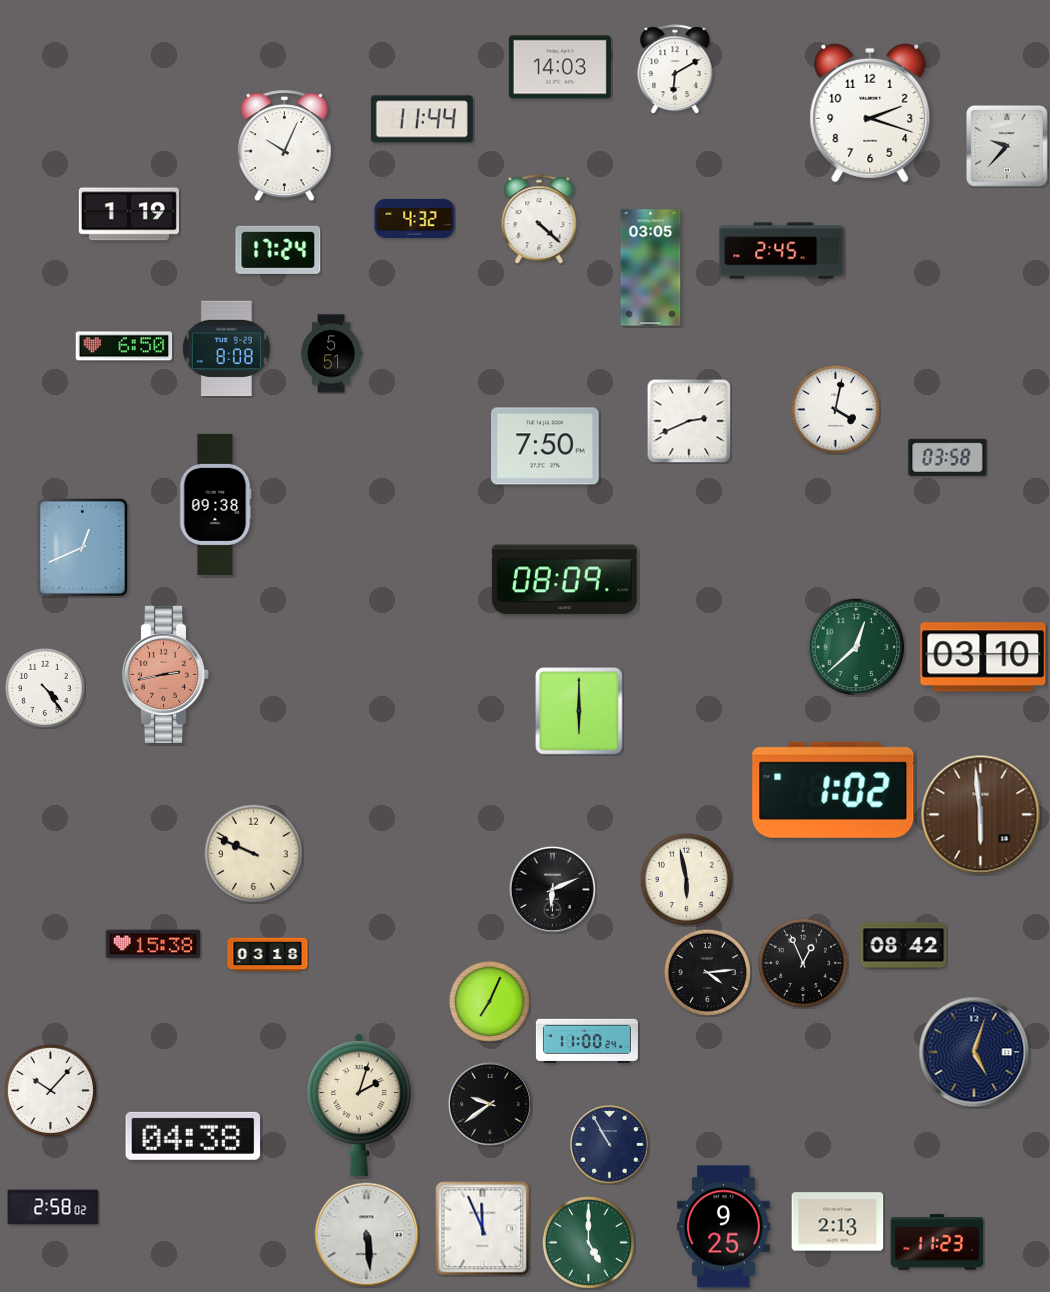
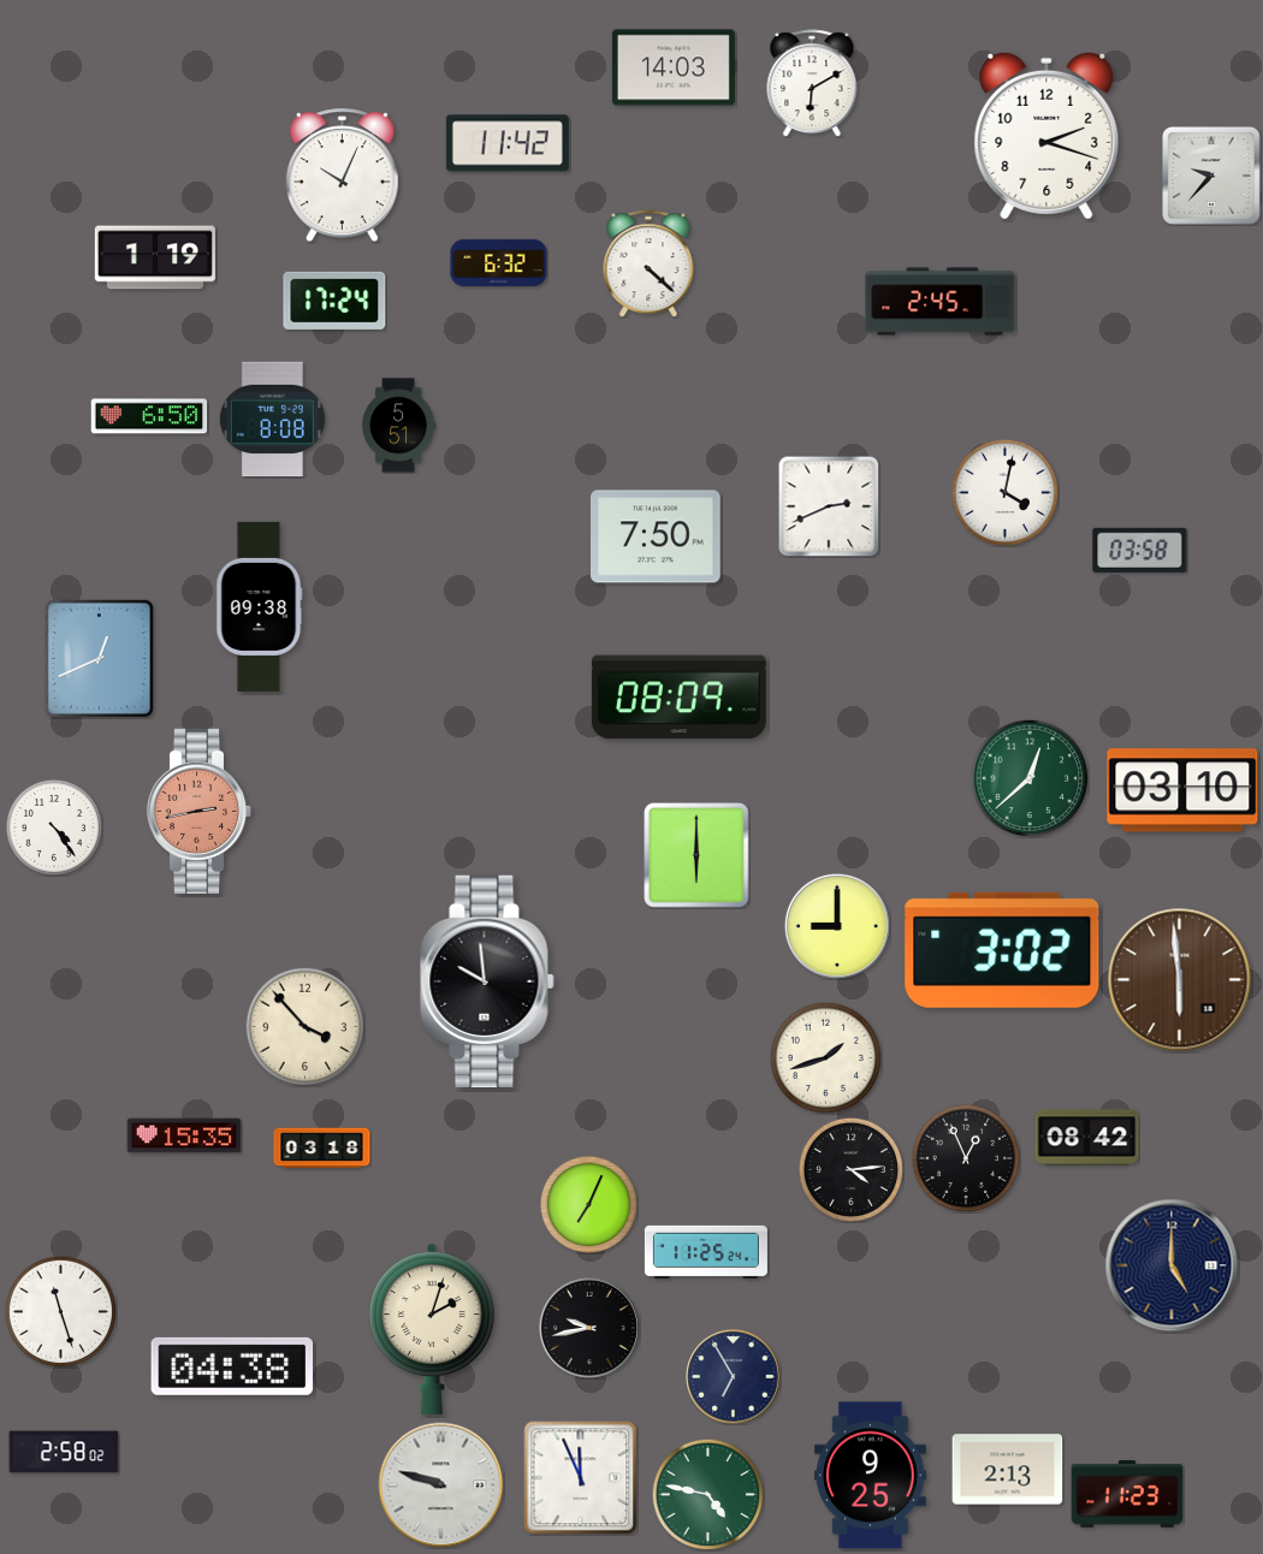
clock at (560, 67) position: (560, 67) -> (674, 67)
clock at (422, 119): 11:44 -> 11:42
clock at (415, 218): 4:32 -> 6:32
clock at (651, 268): 03:05 -> none
clock at (837, 926): none -> 9:00
clock at (833, 790): 1:02 -> 3:02
clock at (487, 980): none -> 9:59
clock at (254, 854): 9:49 -> 3:53
clock at (686, 879): 5:58 -> 1:42
clock at (552, 889): 6:11 -> none
clock at (153, 944): 15:38 -> 15:35
clock at (587, 1041): 11:00 -> 11:25
clock at (974, 1052): 5:03 -> 5:00
clock at (50, 1090): 10:07 -> 11:27
clock at (490, 1104): 9:39 -> 9:43
clock at (610, 1145): 10:55 -> 6:55
clock at (367, 1235): 5:29 -> 9:48
clock at (588, 1242): 5:00 -> 4:47
